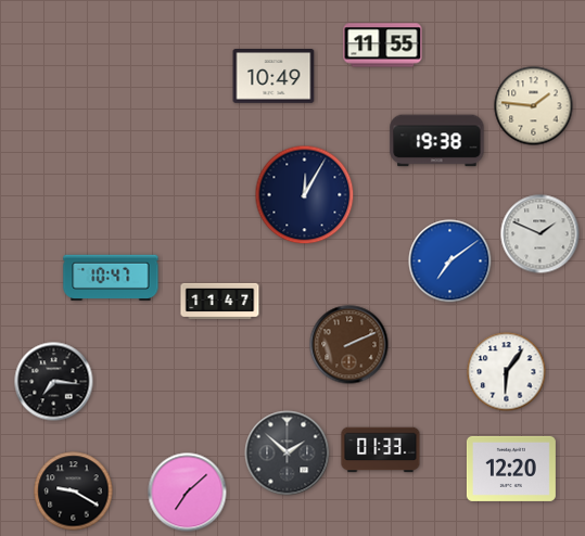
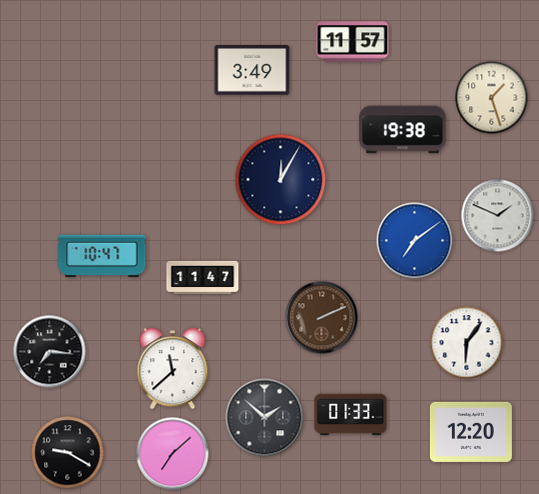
clock at (383, 46): 11:55 -> 11:57
clock at (274, 77): 10:49 -> 3:49
clock at (534, 106): 1:46 -> 1:27
clock at (173, 369): none -> 11:38
